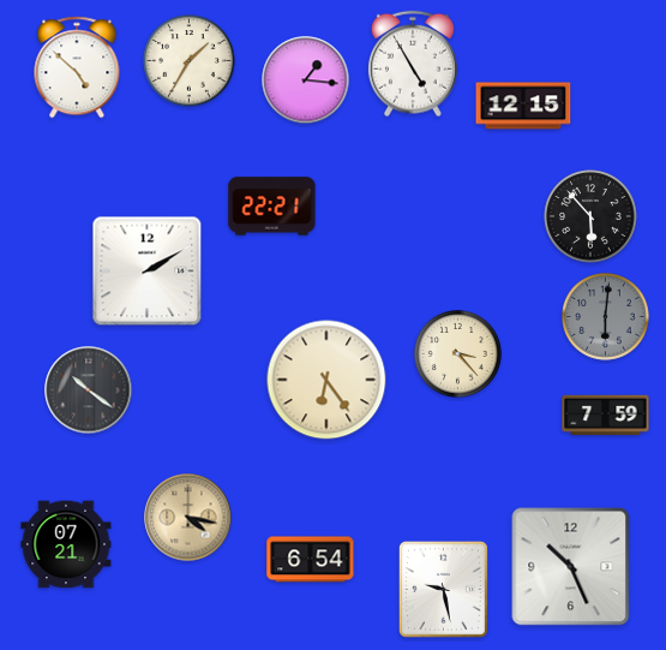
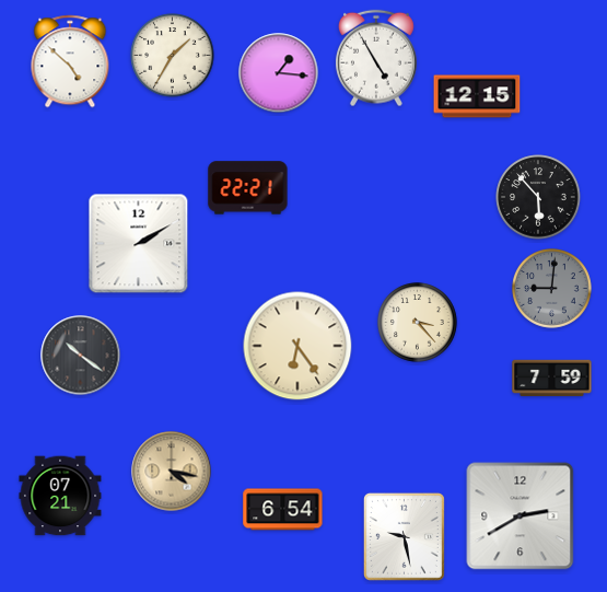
clock at (148, 272) position: (148, 272) -> (139, 244)
clock at (606, 317): 6:01 -> 9:01
clock at (571, 567): 10:26 -> 2:40
